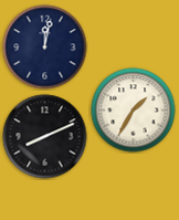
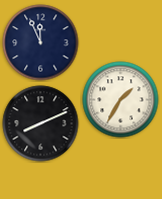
clock at (45, 48): 12:02 -> 11:56
